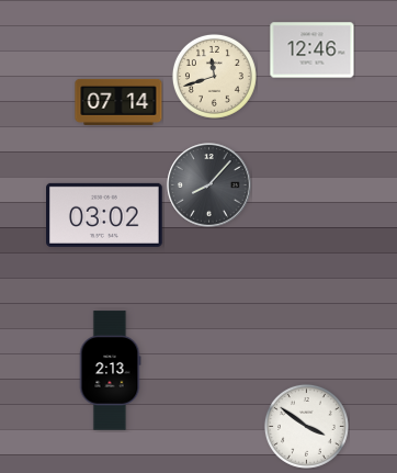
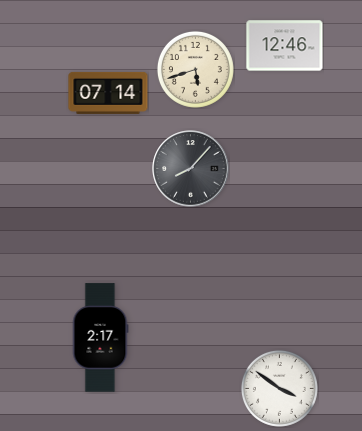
clock at (214, 76): 11:42 -> 5:42
clock at (105, 215): 03:02 -> none
clock at (110, 371): 2:13 -> 2:17
